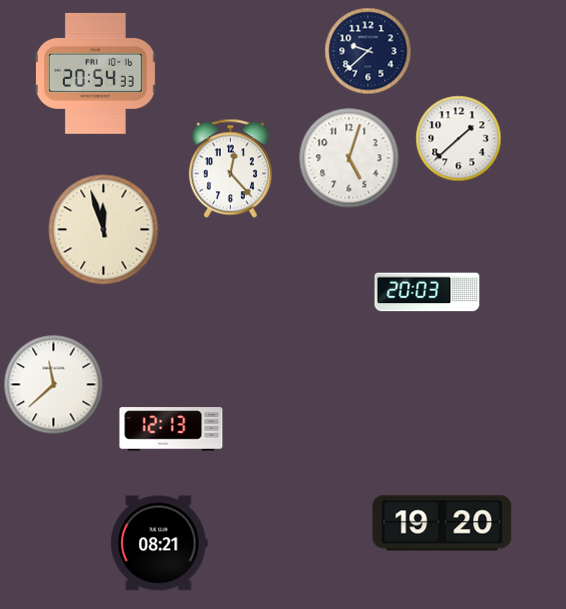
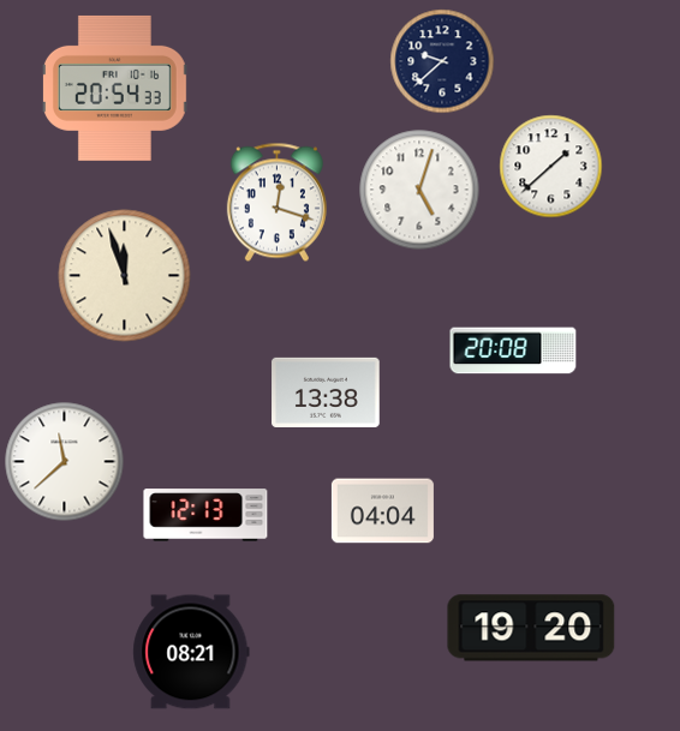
clock at (230, 169): 12:23 -> 12:18
clock at (427, 292): 20:03 -> 20:08
clock at (326, 393): none -> 13:38
clock at (382, 511): none -> 04:04
